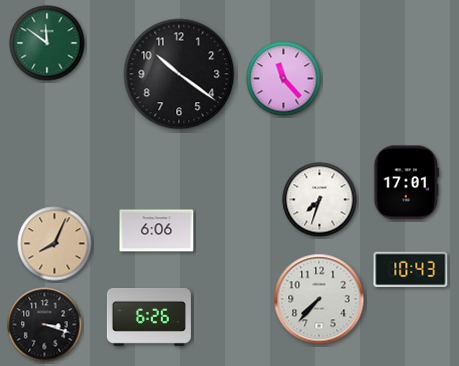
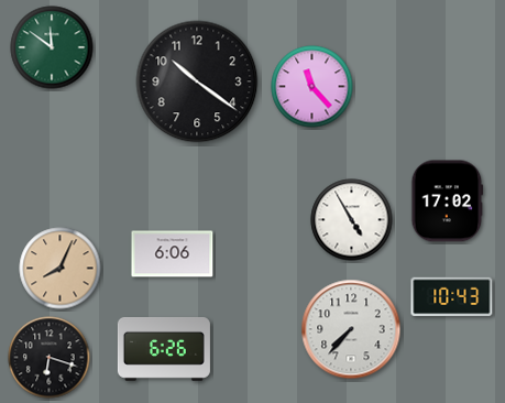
clock at (407, 183): 17:01 -> 17:02
clock at (320, 200): 7:33 -> 4:55
clock at (45, 325): 3:18 -> 6:18
